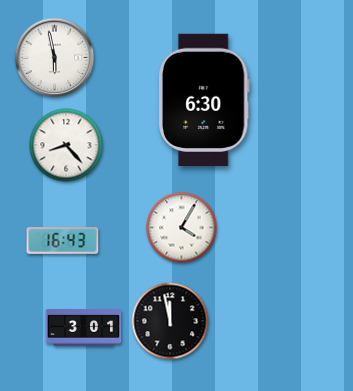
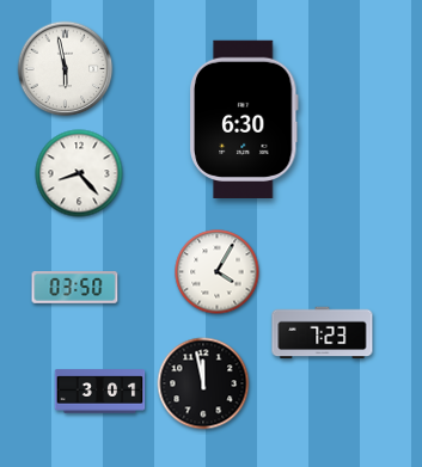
clock at (63, 241): 16:43 -> 03:50
clock at (323, 333): none -> 7:23
